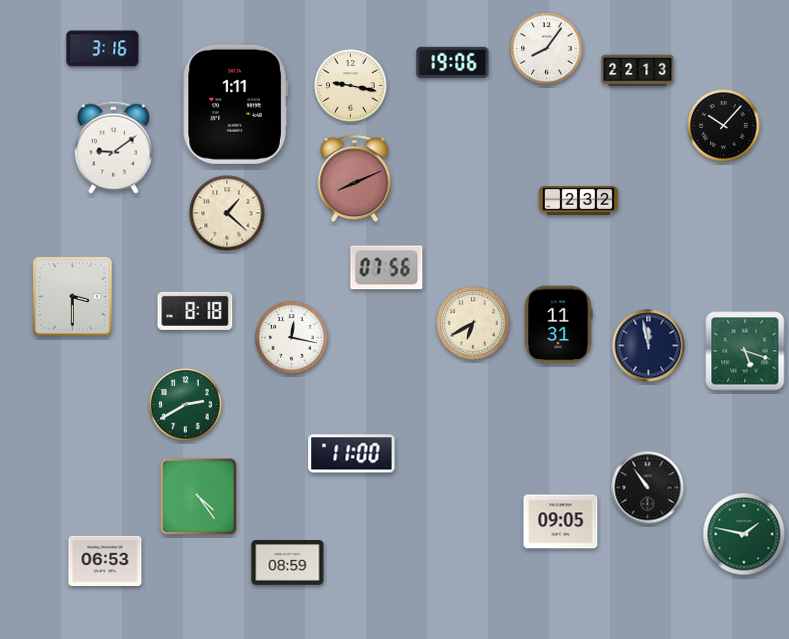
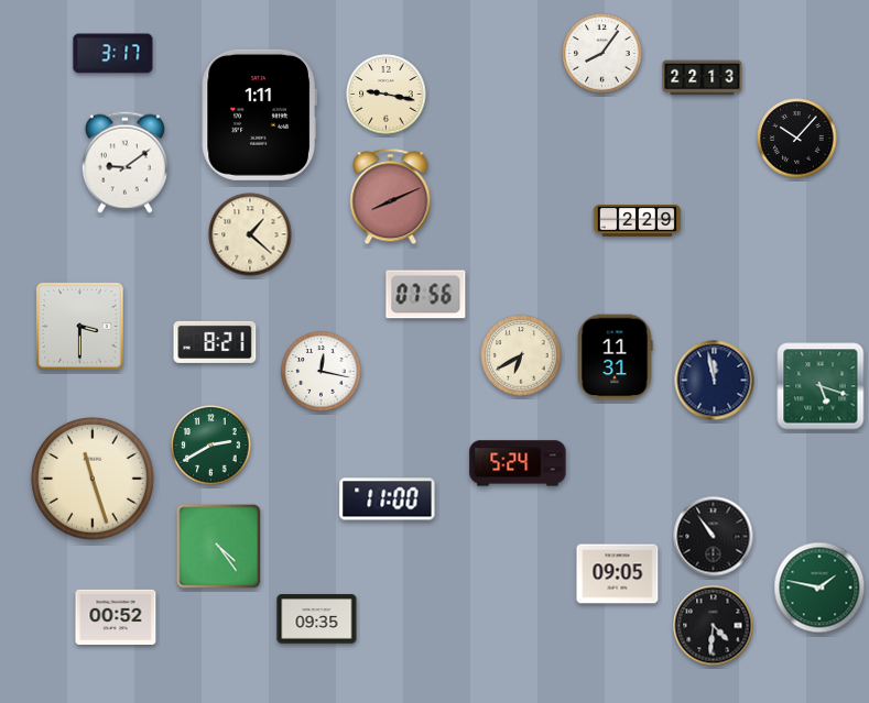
clock at (103, 49): 3:16 -> 3:17
clock at (453, 62): 19:06 -> none
clock at (579, 201): 2:32 -> 2:29
clock at (195, 311): 8:18 -> 8:21
clock at (186, 405) position: (186, 405) -> (211, 446)
clock at (518, 463): none -> 5:24
clock at (93, 479): none -> 11:27
clock at (105, 560): 06:53 -> 00:52
clock at (288, 563): 08:59 -> 09:35
clock at (714, 626): none -> 4:31
